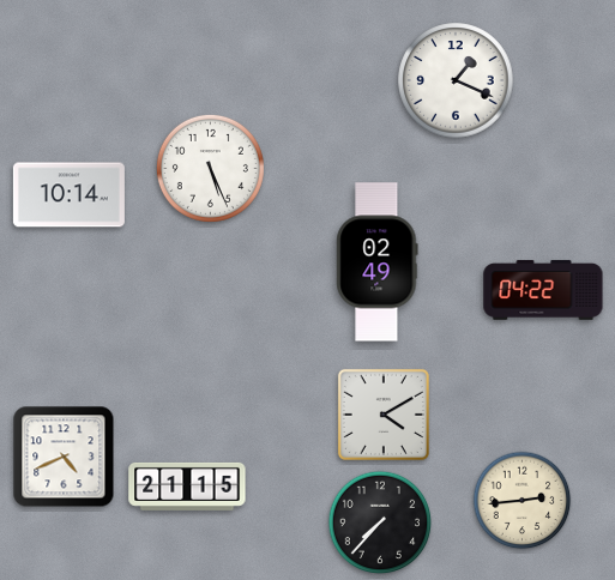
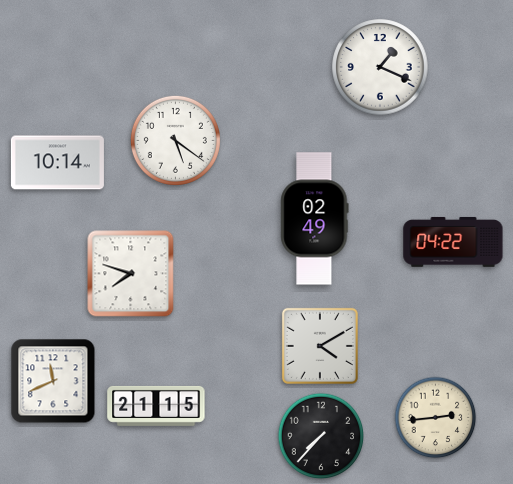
clock at (210, 168): 5:26 -> 5:21
clock at (131, 274): none -> 7:48
clock at (64, 457): 4:41 -> 11:41
clock at (380, 522) position: (380, 522) -> (321, 436)
